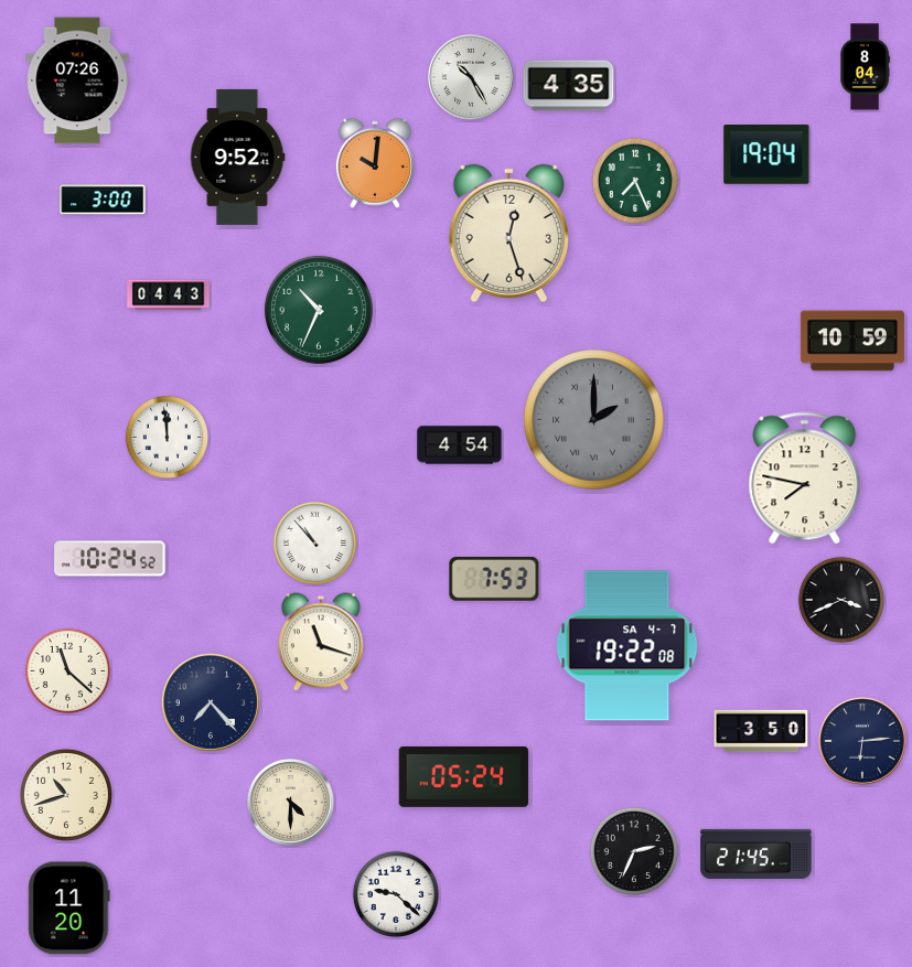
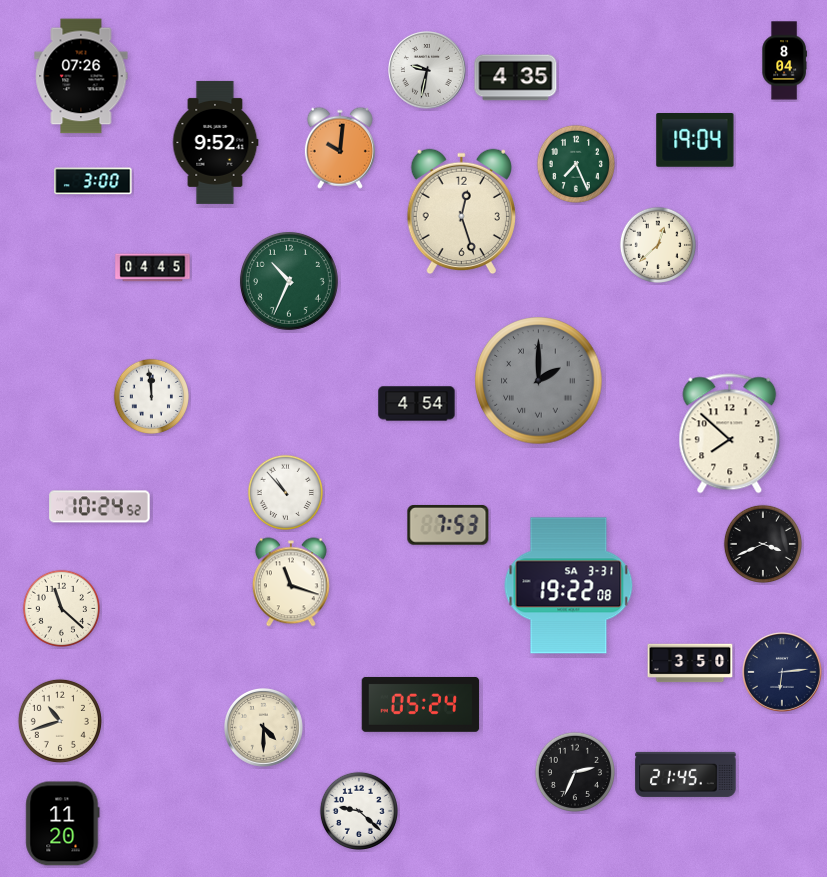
clock at (472, 78): 10:25 -> 9:32
clock at (77, 80) position: (77, 80) -> (81, 76)
clock at (658, 245): none -> 12:38
clock at (169, 296): 04:43 -> 04:45
clock at (852, 341): 10:59 -> none
clock at (805, 479): 7:47 -> 7:52
clock at (627, 646) date: SA 4-7 -> SA 3-31
clock at (211, 702): 7:23 -> none
